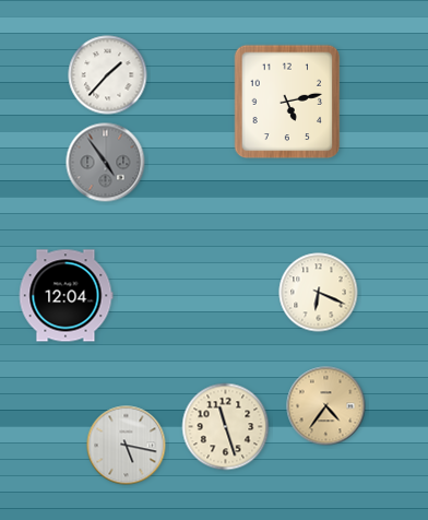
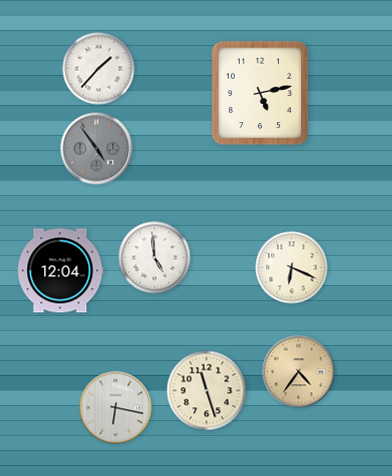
clock at (287, 102) position: (287, 102) -> (260, 93)
clock at (155, 258): none -> 4:59
clock at (127, 446): 5:17 -> 6:17
